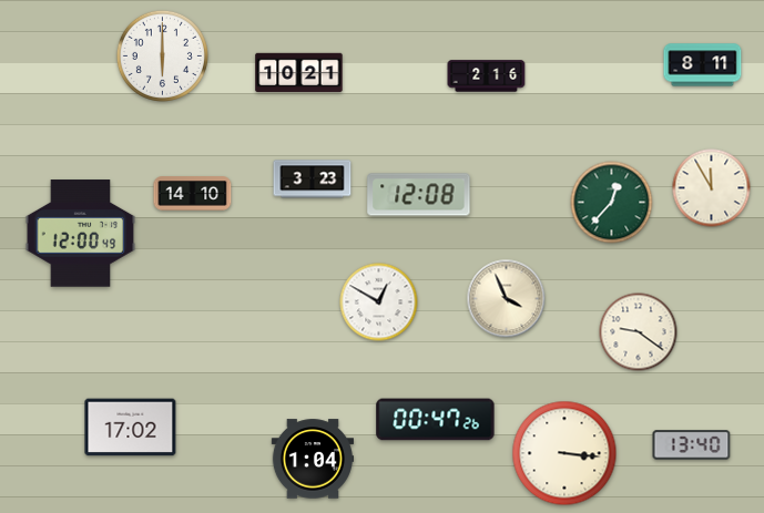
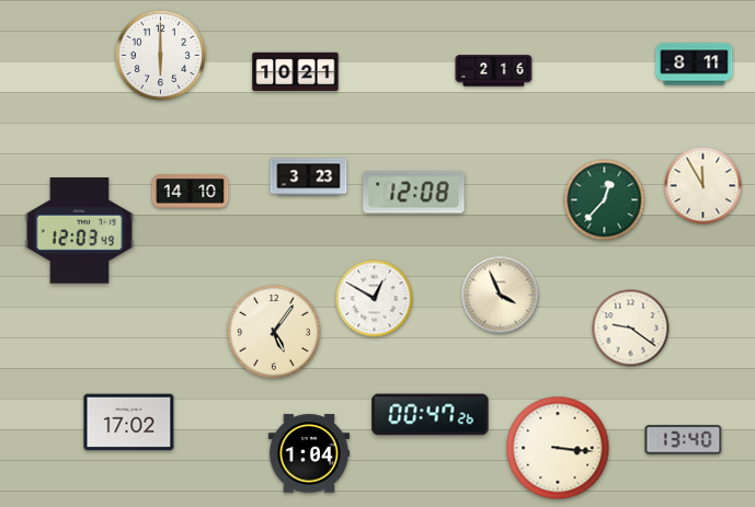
clock at (487, 76) position: (487, 76) -> (494, 71)
clock at (81, 234): 12:00 -> 12:03
clock at (274, 332): none -> 5:06
